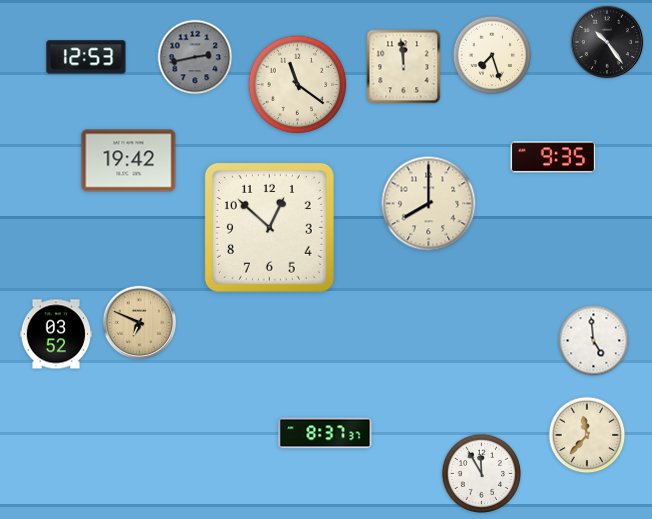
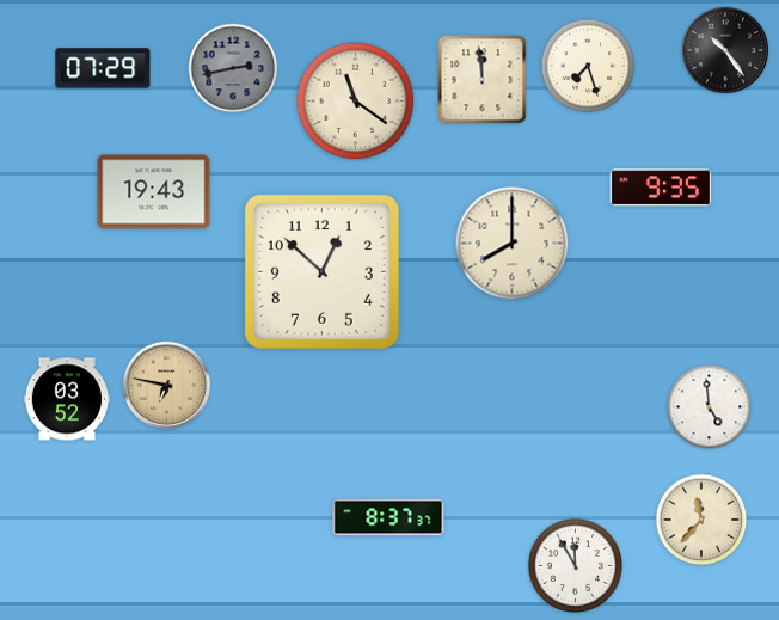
clock at (86, 57): 12:53 -> 07:29
clock at (129, 161): 19:42 -> 19:43
clock at (140, 323): 6:49 -> 6:47
